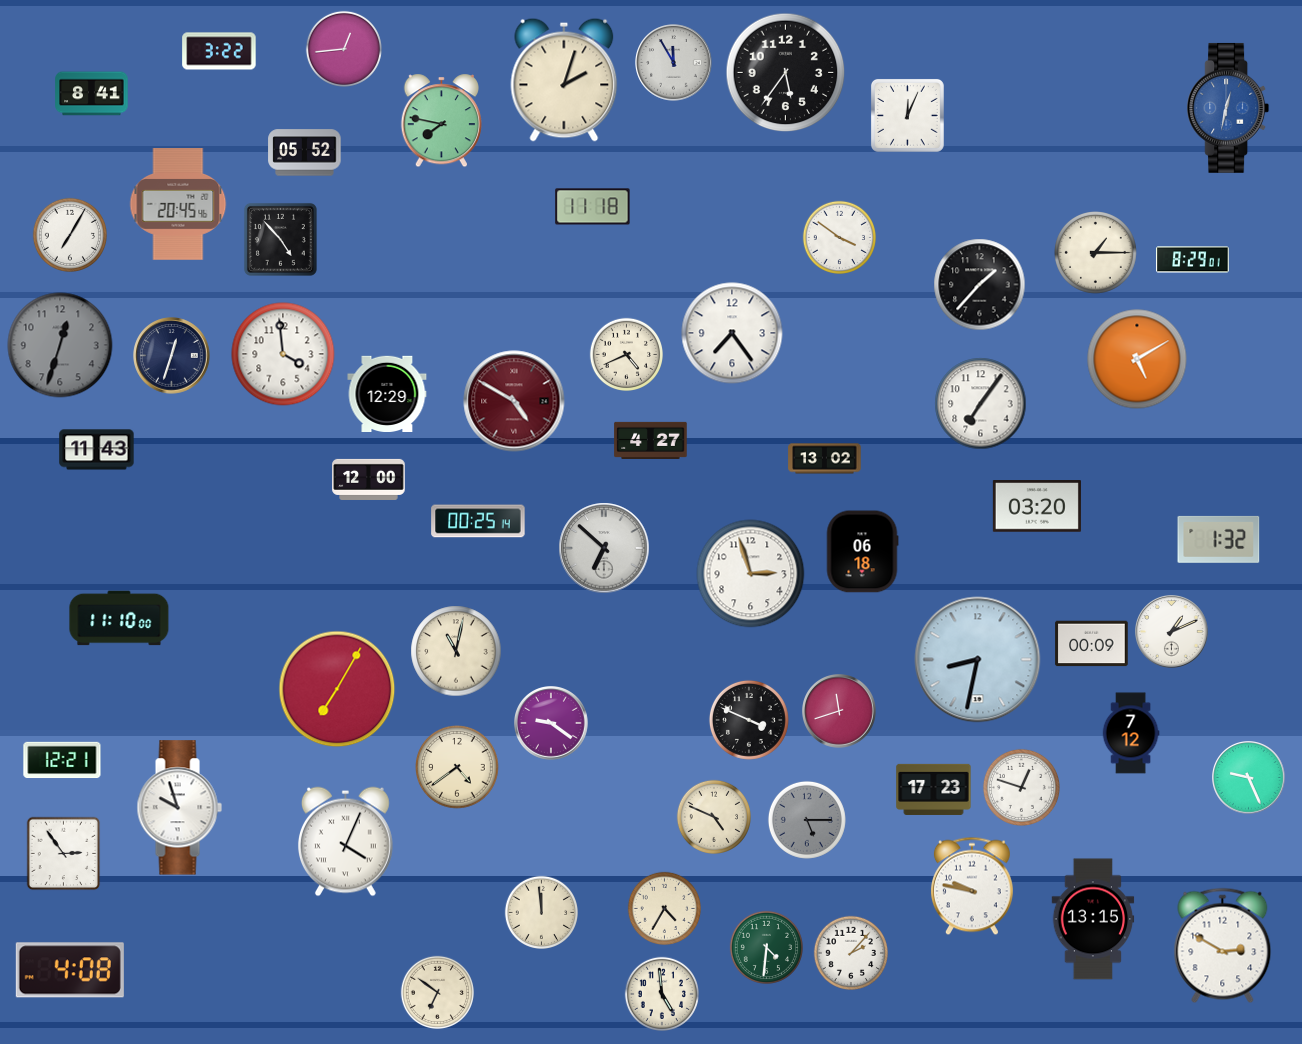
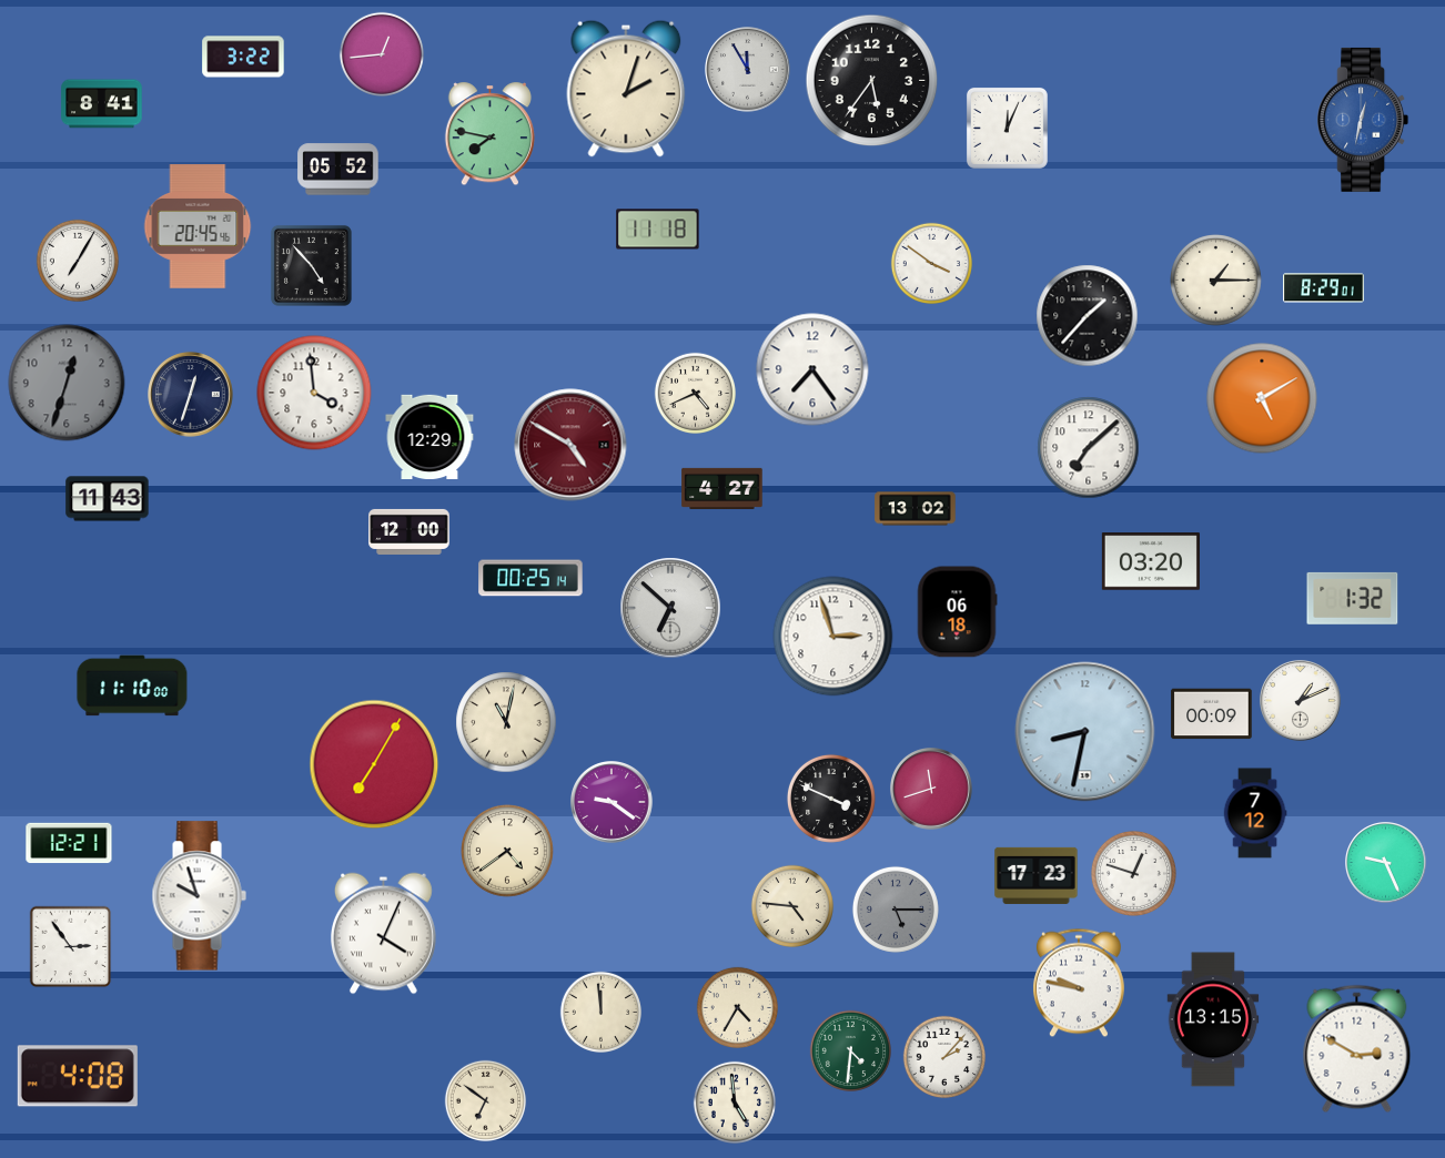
clock at (981, 404): 7:06 -> 7:08
clock at (713, 816): 4:49 -> 4:46
